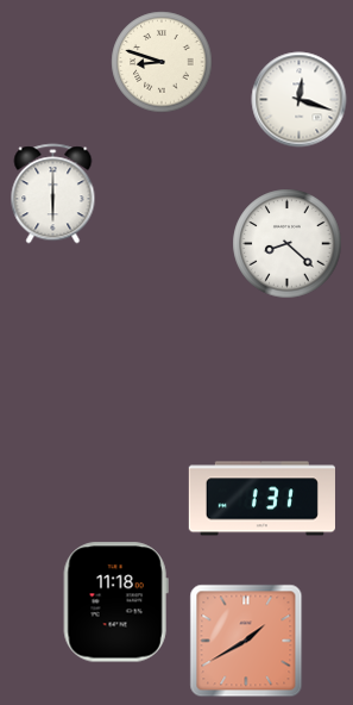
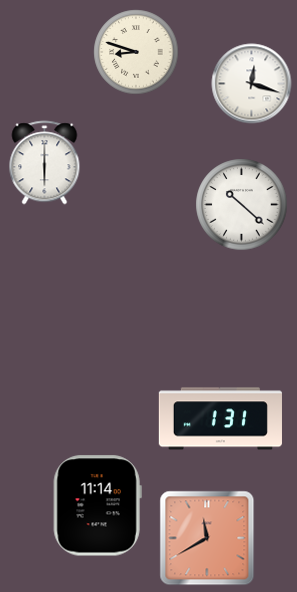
clock at (288, 244): 8:22 -> 10:22
clock at (115, 603): 11:18 -> 11:14
clock at (246, 641): 1:40 -> 11:40
